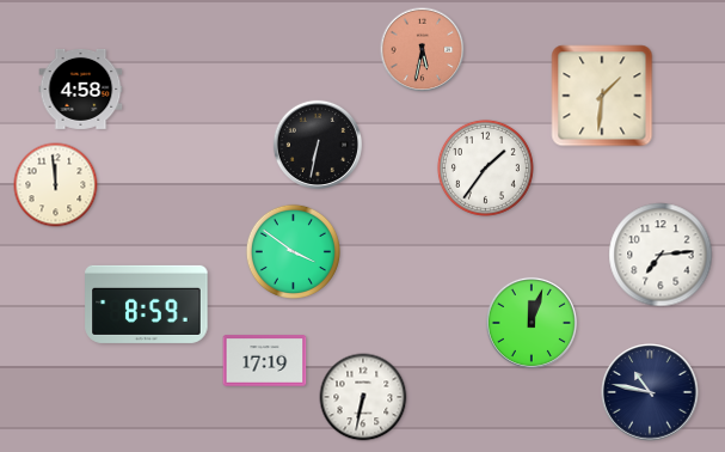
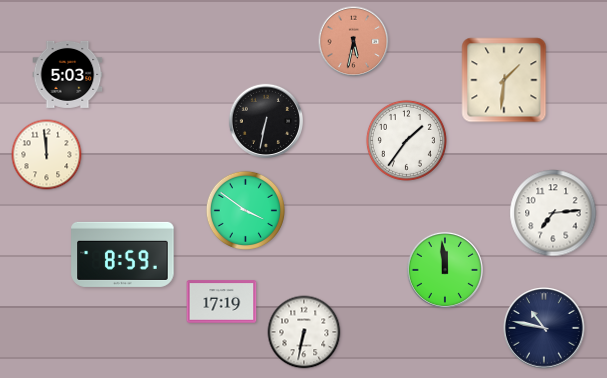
clock at (81, 88): 4:58 -> 5:03
clock at (532, 323): 12:03 -> 11:59
